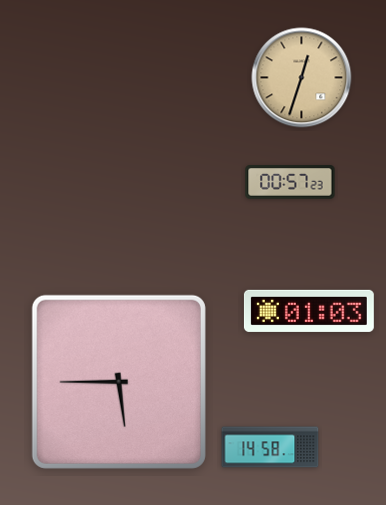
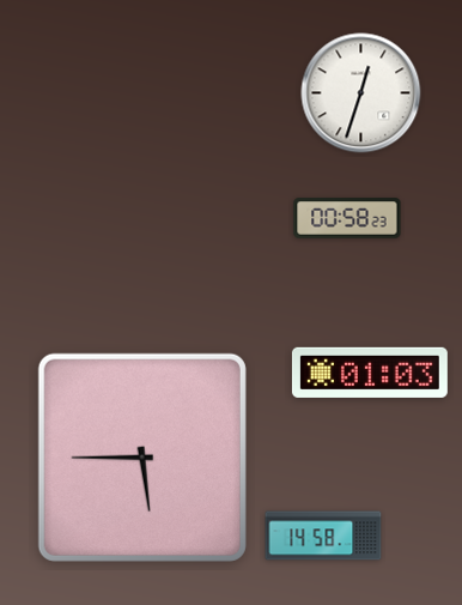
clock at (302, 78) dial: champagne -> white
clock at (290, 182): 00:57 -> 00:58
